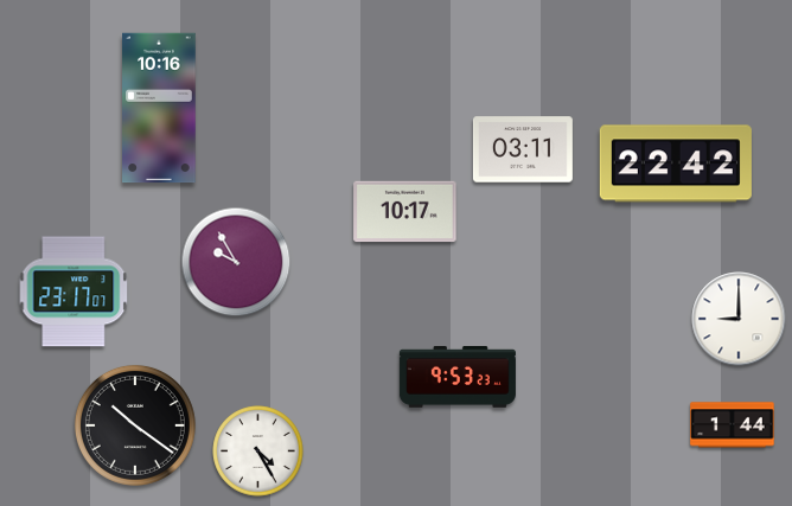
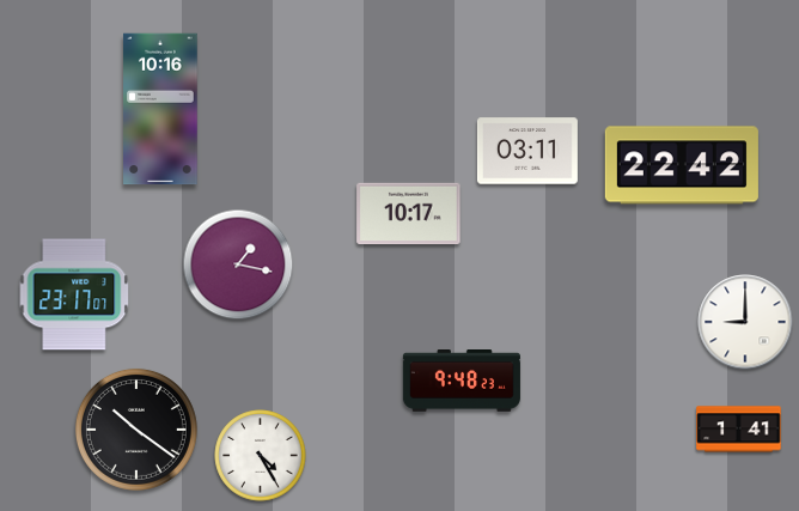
clock at (236, 262): 9:55 -> 1:17
clock at (458, 378): 9:53 -> 9:48
clock at (733, 425): 1:44 -> 1:41
